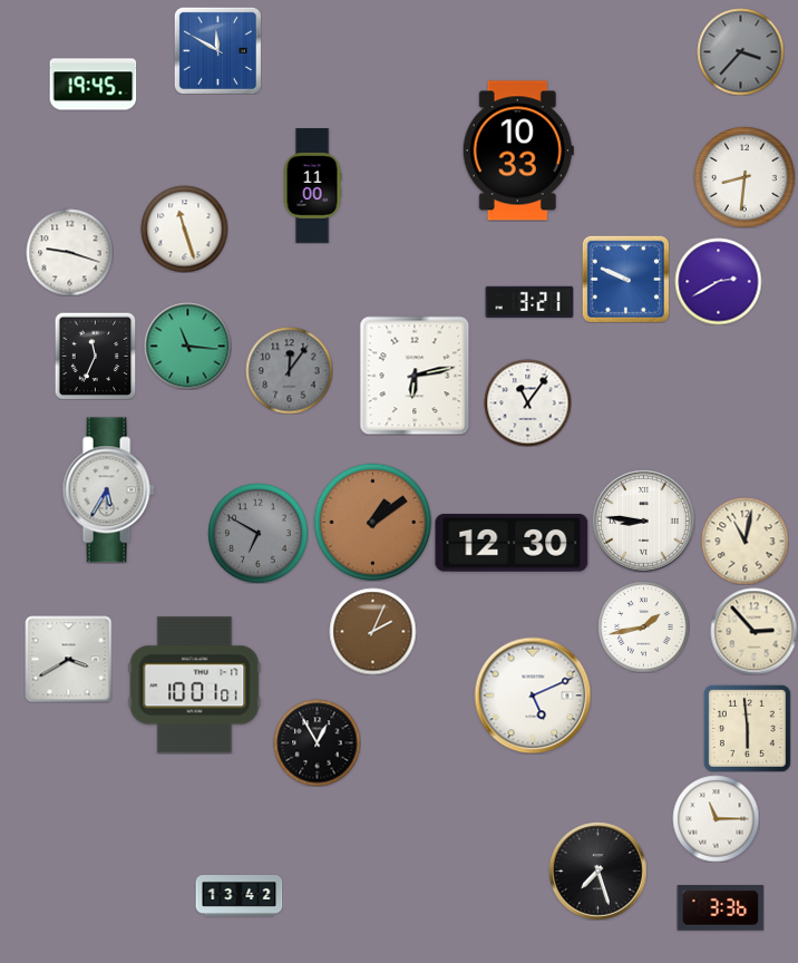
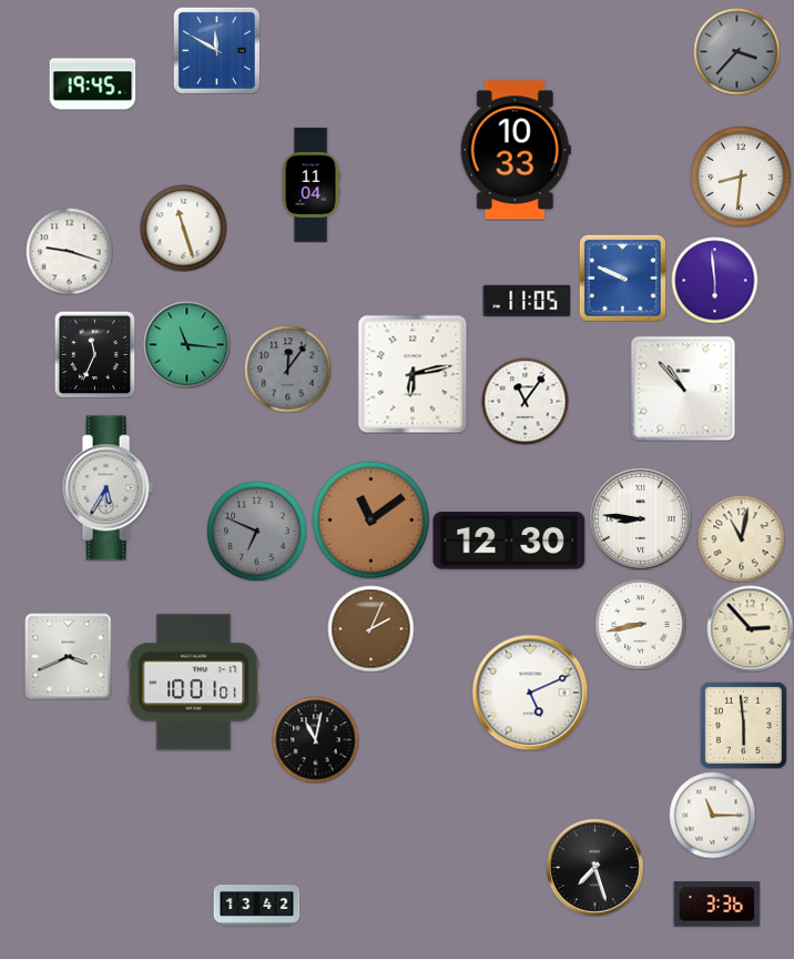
clock at (312, 186): 11:00 -> 11:04
clock at (718, 281): 2:40 -> 5:59
clock at (529, 301): 3:21 -> 11:05
clock at (683, 388): none -> 10:53
clock at (372, 522): 1:09 -> 11:09
clock at (257, 533): 6:50 -> 6:49
clock at (643, 626): 1:43 -> 8:43
clock at (68, 659): 3:40 -> 3:41
clock at (317, 742): 12:55 -> 11:02
clock at (239, 896) position: (239, 896) -> (256, 906)
